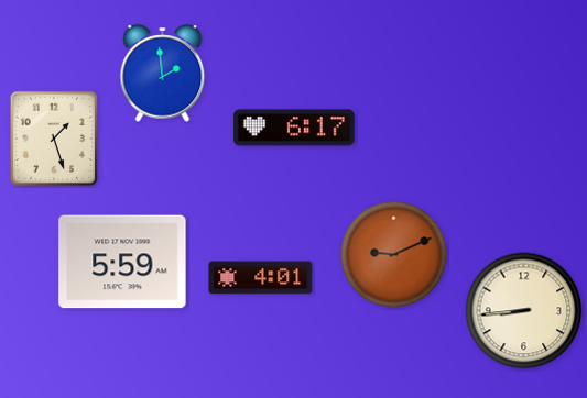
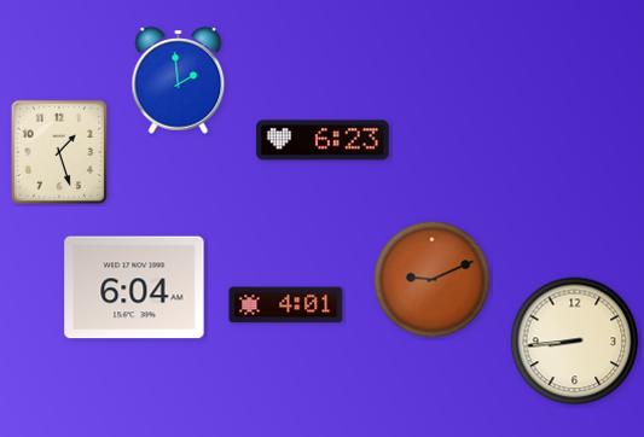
clock at (295, 128): 6:17 -> 6:23
clock at (122, 262): 5:59 -> 6:04
